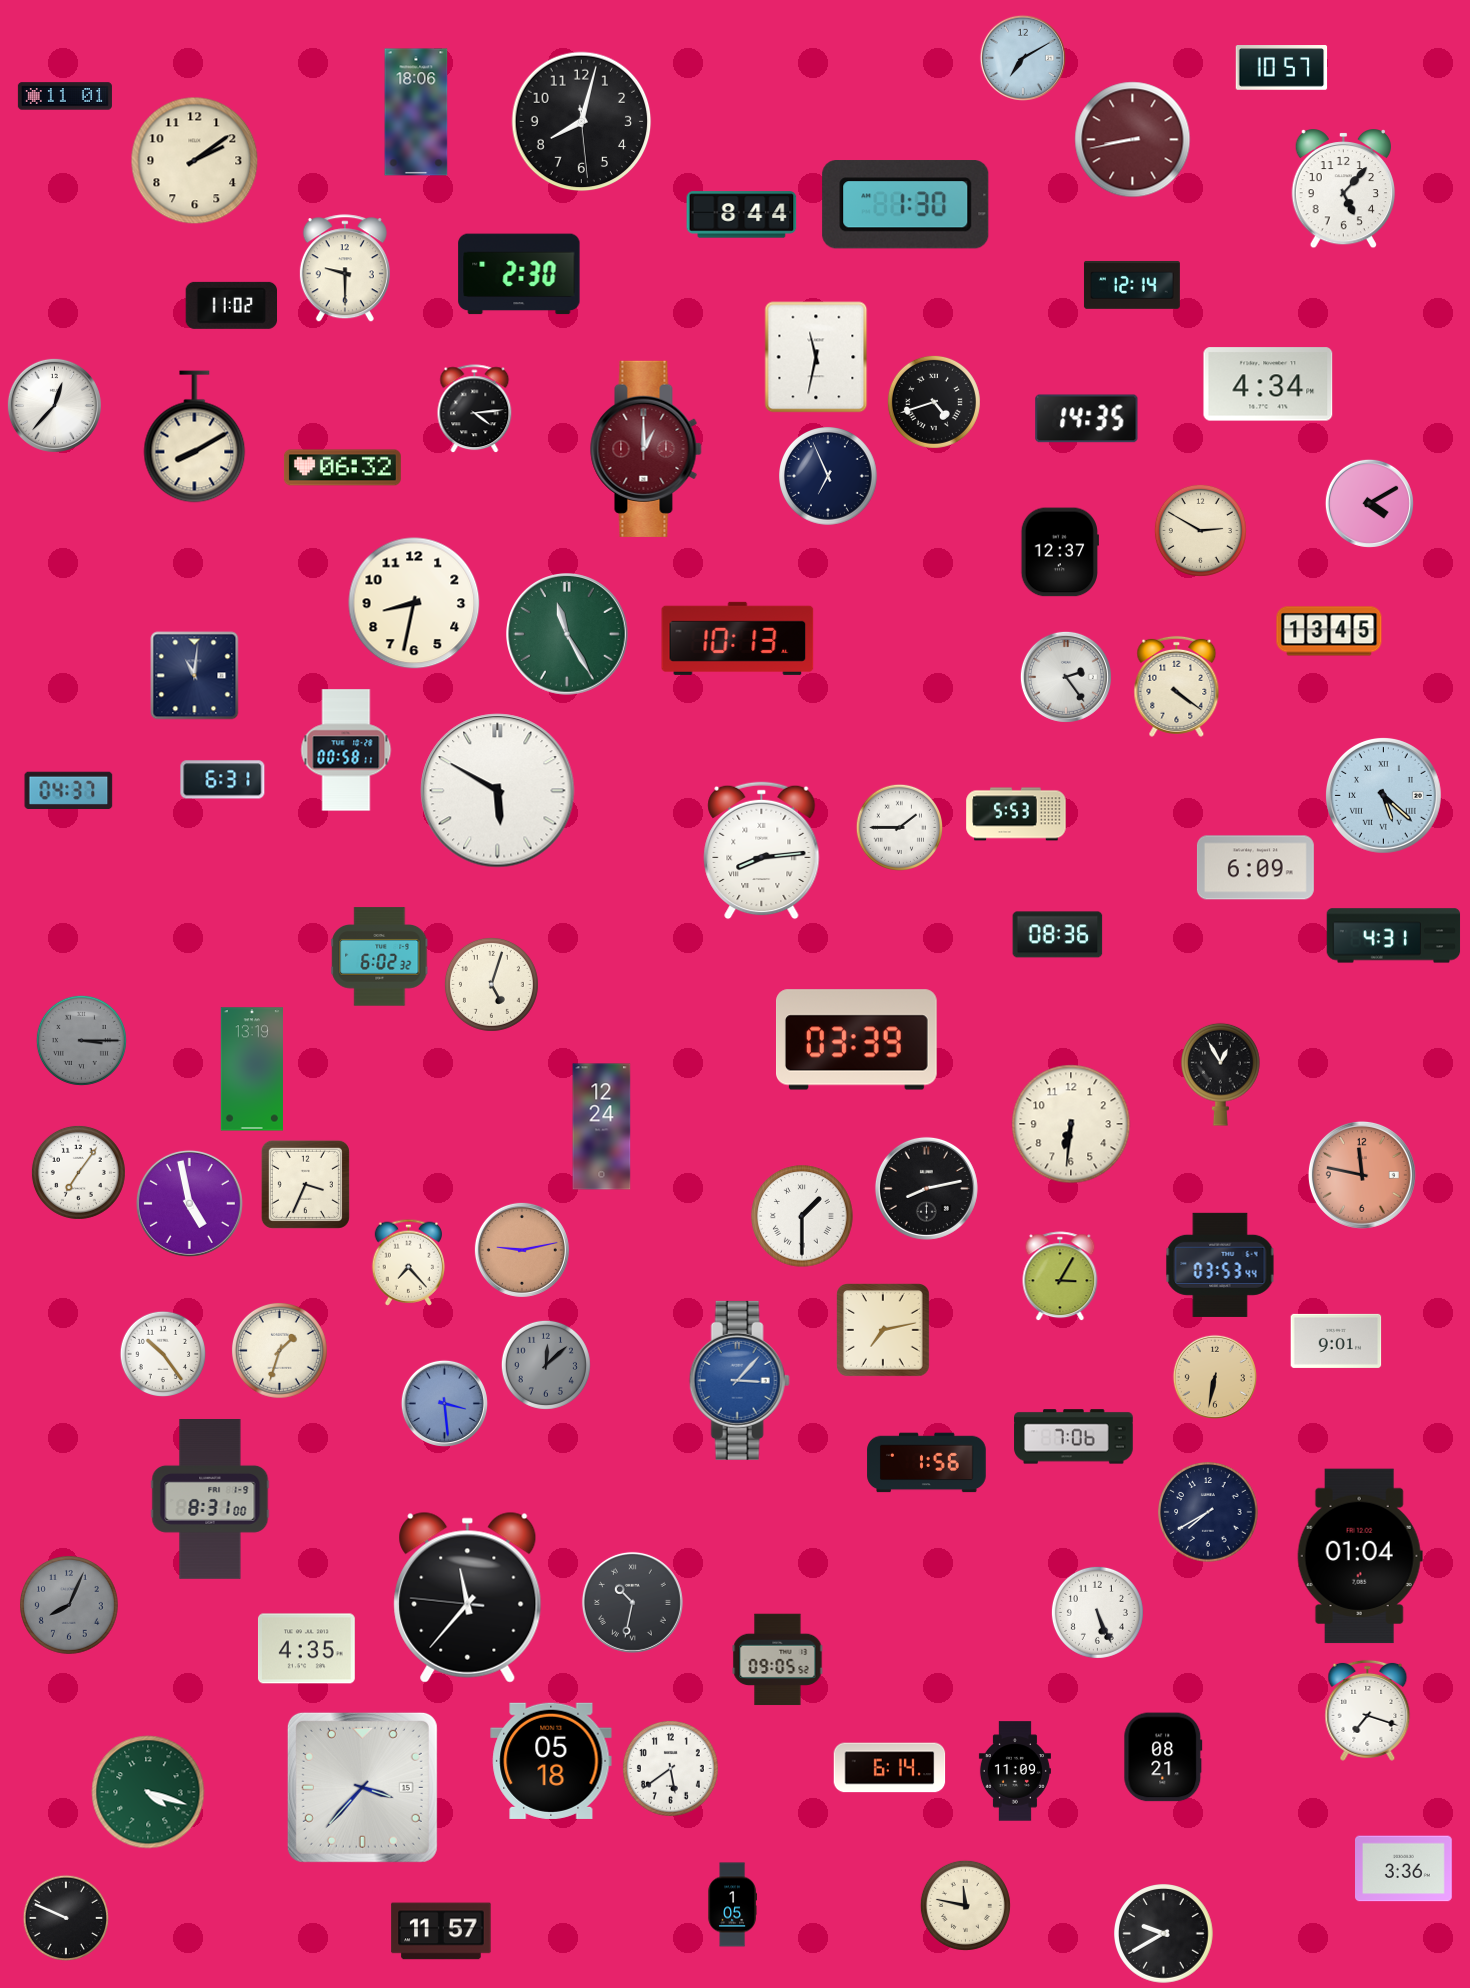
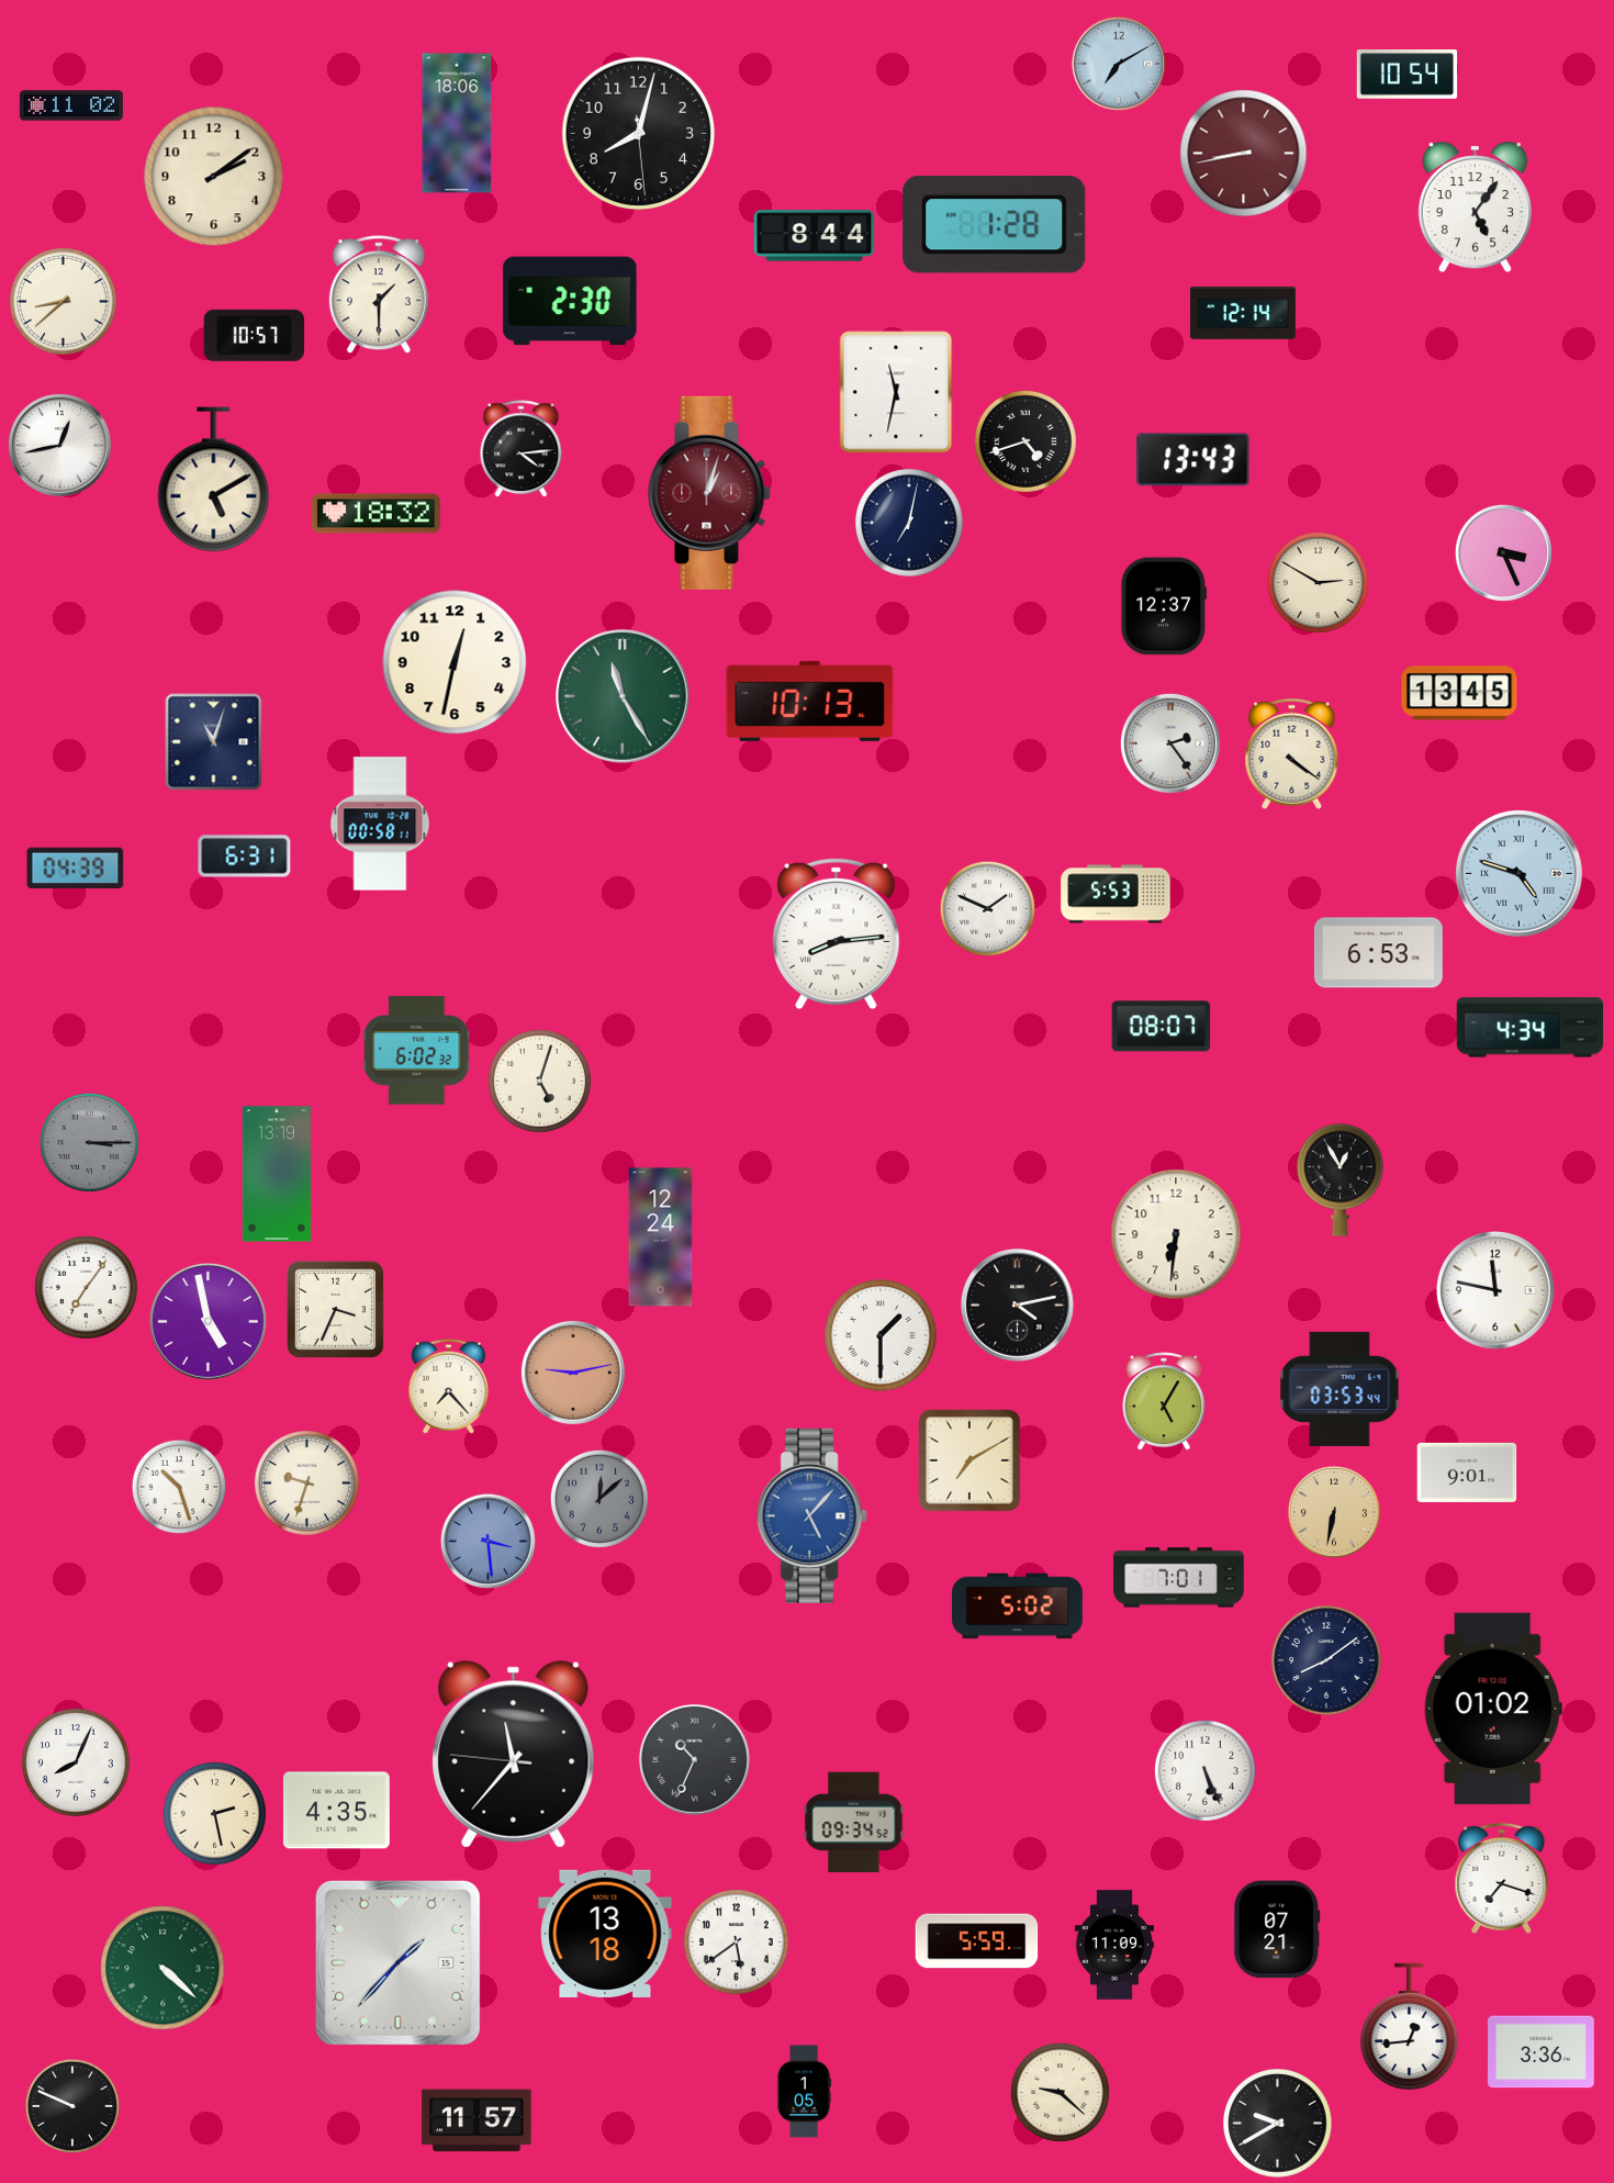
clock at (1023, 58) position: (1023, 58) -> (1119, 64)
clock at (1282, 68): 10:57 -> 10:54
clock at (65, 96): 11:01 -> 11:02
clock at (1343, 189): 5:07 -> 5:06
clock at (906, 205): 1:30 -> 1:28
clock at (345, 269): 9:30 -> 1:30
clock at (64, 302): none -> 8:38
clock at (231, 305): 11:02 -> 10:57
clock at (1268, 384): 4:34 -> none
clock at (54, 405): 12:37 -> 12:43
clock at (1087, 419): 14:35 -> 13:43
clock at (195, 437): 8:10 -> 5:10
clock at (646, 449): 1:00 -> 1:03
clock at (342, 468): 06:32 -> 18:32
clock at (829, 477): 6:56 -> 7:02
clock at (1369, 503): 4:10 -> 3:26
clock at (414, 603): 8:32 -> 12:32
clock at (195, 676): 11:01 -> 11:03
clock at (69, 790): 04:37 -> 04:39
clock at (498, 791): 5:50 -> none
clock at (1383, 795): 5:22 -> 4:48
clock at (899, 827): 1:45 -> 1:49
clock at (1255, 868): 6:09 -> 6:53
clock at (1058, 935): 08:36 -> 08:07
clock at (1394, 936): 4:31 -> 4:34
clock at (857, 1040): 03:39 -> none
clock at (1362, 1175) dial: salmon -> white
clock at (305, 1184) position: (305, 1184) -> (335, 1309)
clock at (926, 1188): 8:13 -> 4:13
clock at (1060, 1277): 3:05 -> 5:05
clock at (884, 1331): 7:13 -> 7:10
clock at (279, 1350): 1:33 -> 9:33
clock at (162, 1353): 10:24 -> 10:27
clock at (739, 1380): 3:07 -> 5:07
clock at (1074, 1437): 7:06 -> 7:01
clock at (927, 1463): 1:56 -> 5:02
clock at (210, 1500): 8:31 -> none
clock at (1208, 1512): 7:40 -> 8:09
clock at (1360, 1556): 01:04 -> 01:02
clock at (632, 1602): 10:32 -> 10:34
clock at (70, 1606) dial: grey -> white
clock at (214, 1813): none -> 2:28
clock at (778, 1660): 09:05 -> 09:34
clock at (1163, 1757): 08:21 -> 07:21
clock at (551, 1761): 05:18 -> 13:18
clock at (890, 1768): 6:14 -> 5:59
clock at (362, 1787): 3:37 -> 1:37
clock at (148, 1792): 4:18 -> 4:22
clock at (1410, 2027): none -> 12:44
clock at (965, 1905): 11:47 -> 9:22
clock at (441, 1931) position: (441, 1931) -> (477, 2120)
